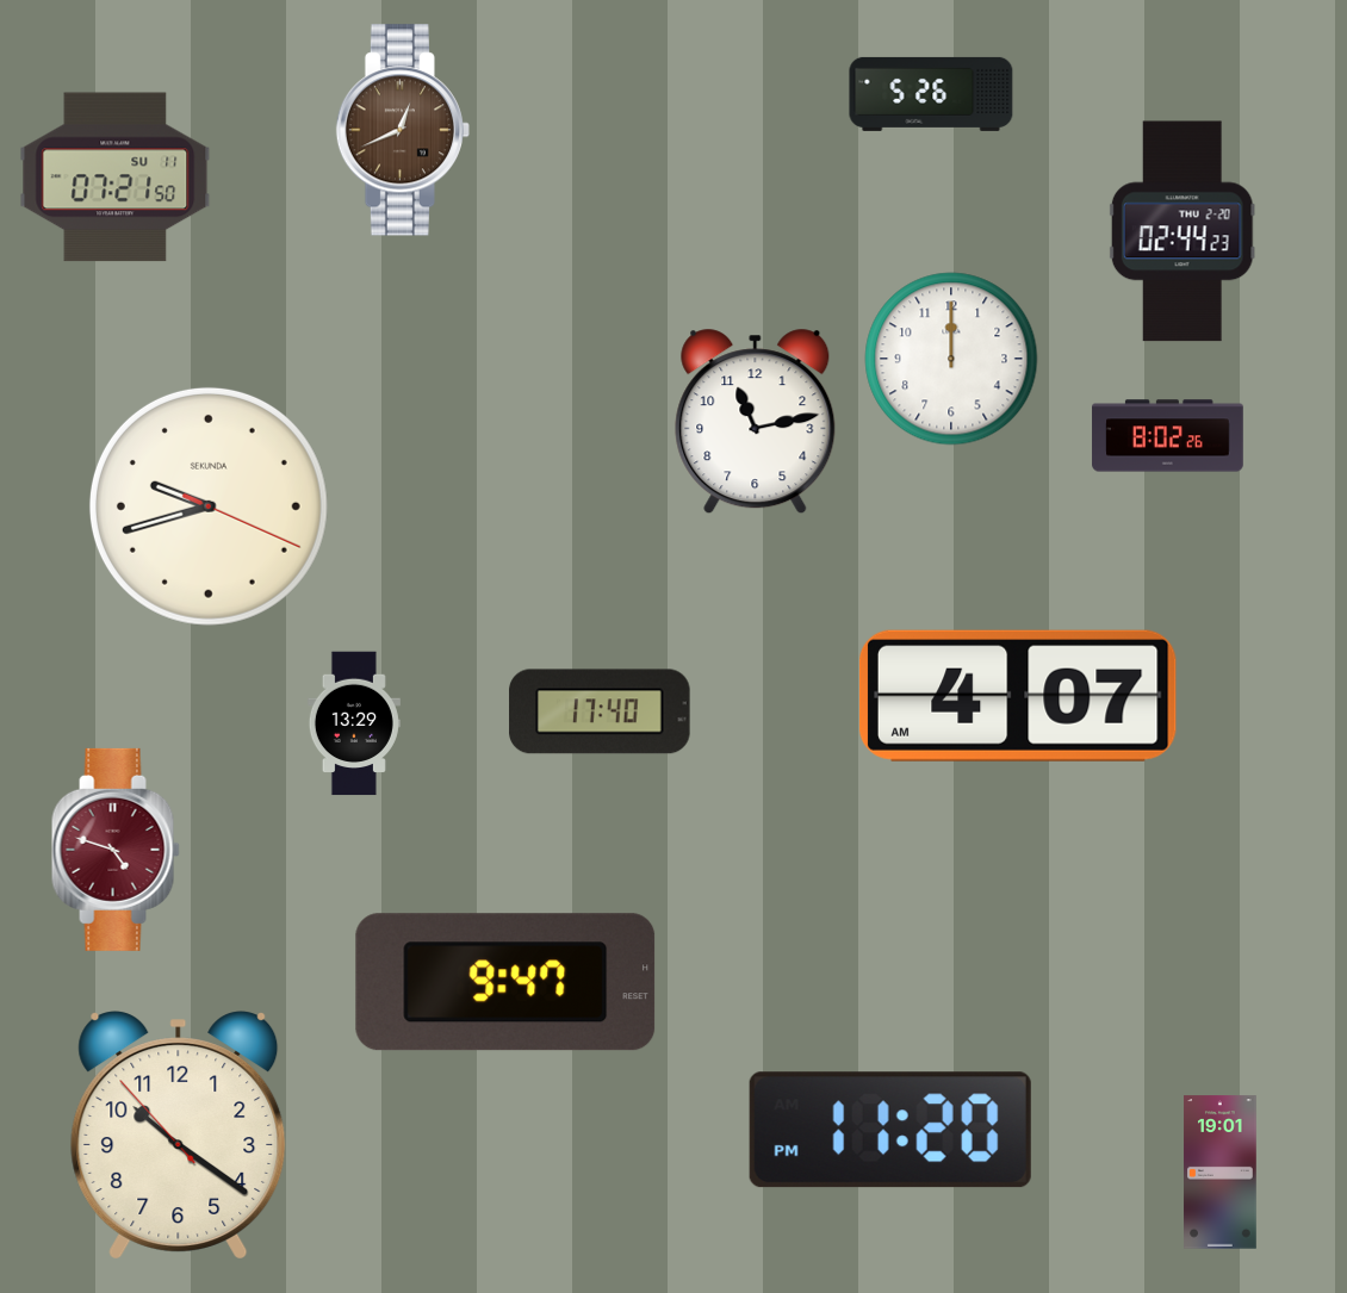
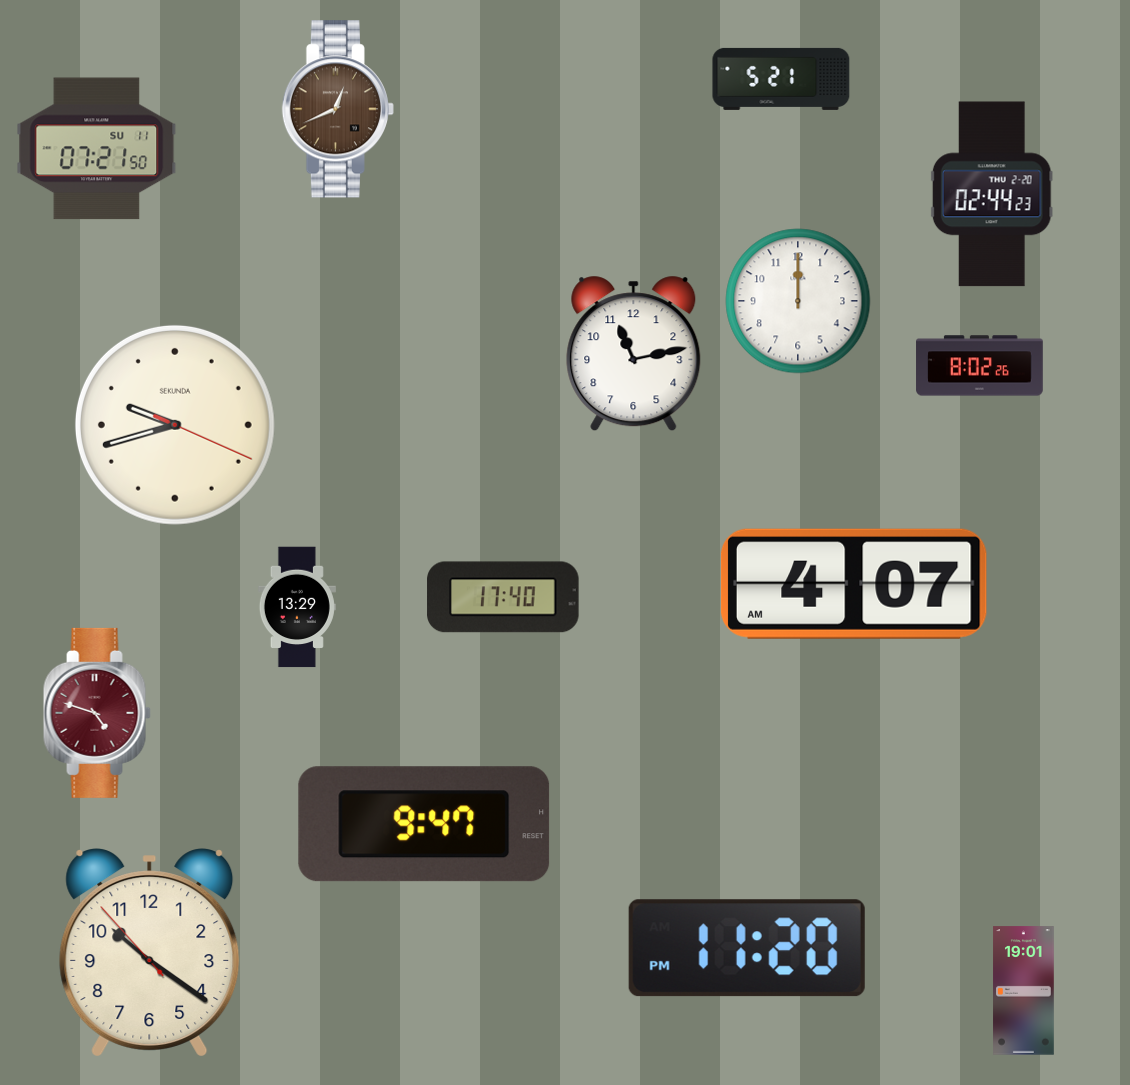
clock at (931, 94): 5:26 -> 5:21
clock at (1221, 1173) position: (1221, 1173) -> (1024, 991)
